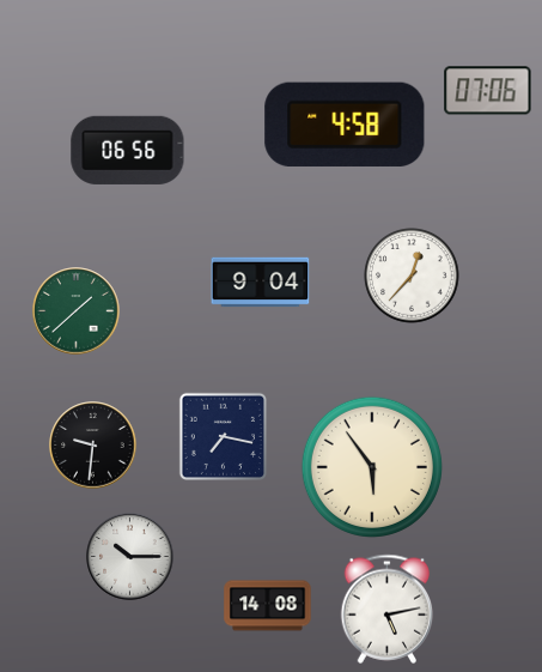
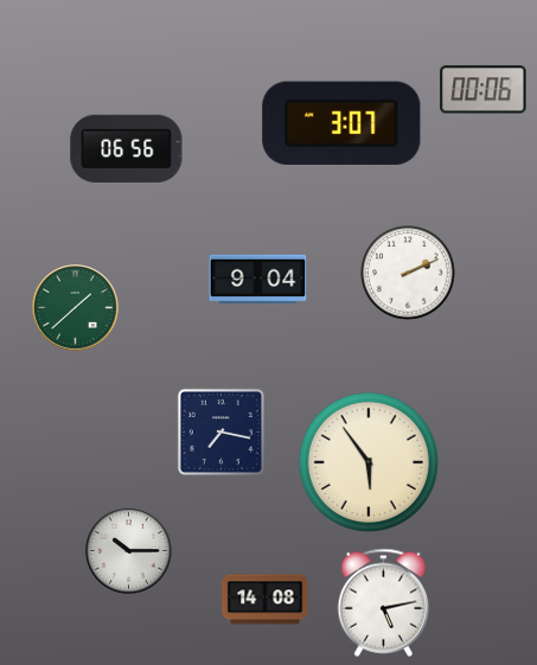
clock at (488, 91): 07:06 -> 00:06
clock at (345, 125): 4:58 -> 3:07
clock at (412, 276): 12:37 -> 2:11
clock at (93, 446): 9:31 -> none
